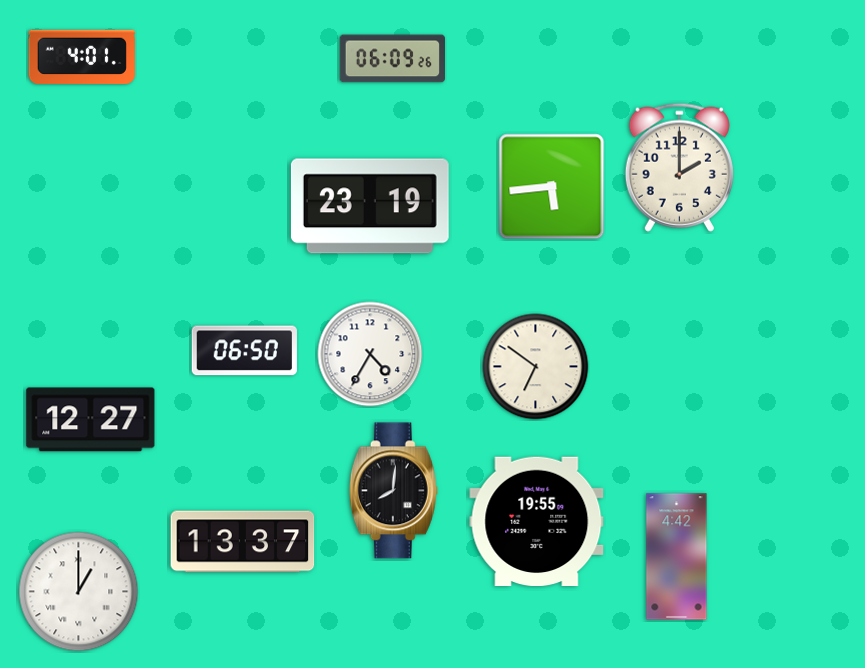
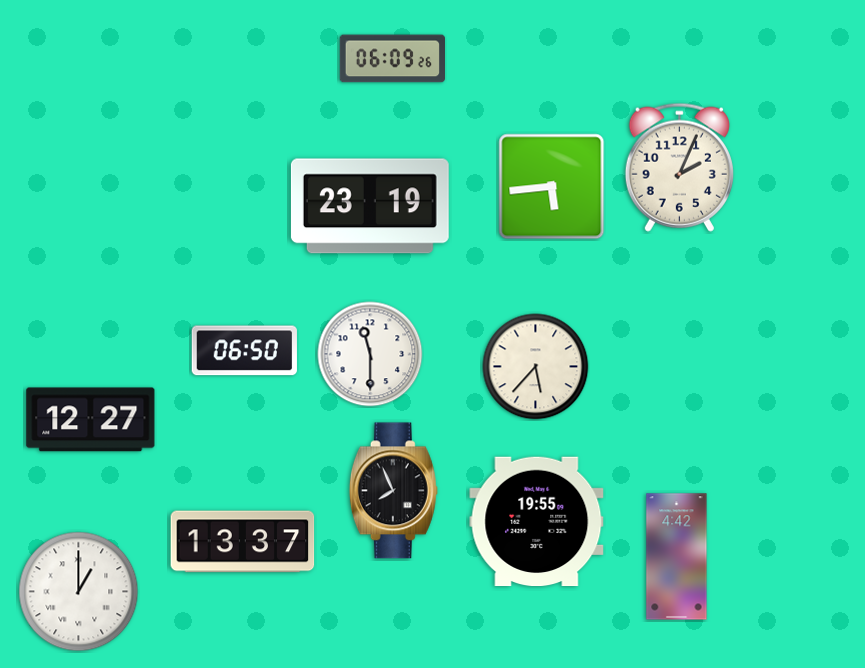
clock at (82, 57): 4:01 -> none
clock at (679, 167): 2:00 -> 2:04
clock at (370, 354): 4:35 -> 11:30
clock at (536, 367): 6:51 -> 5:37
clock at (393, 491): 8:01 -> 7:56
